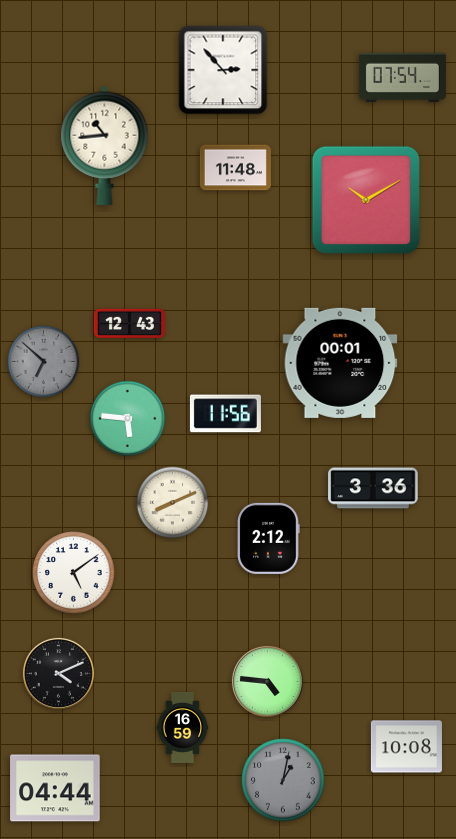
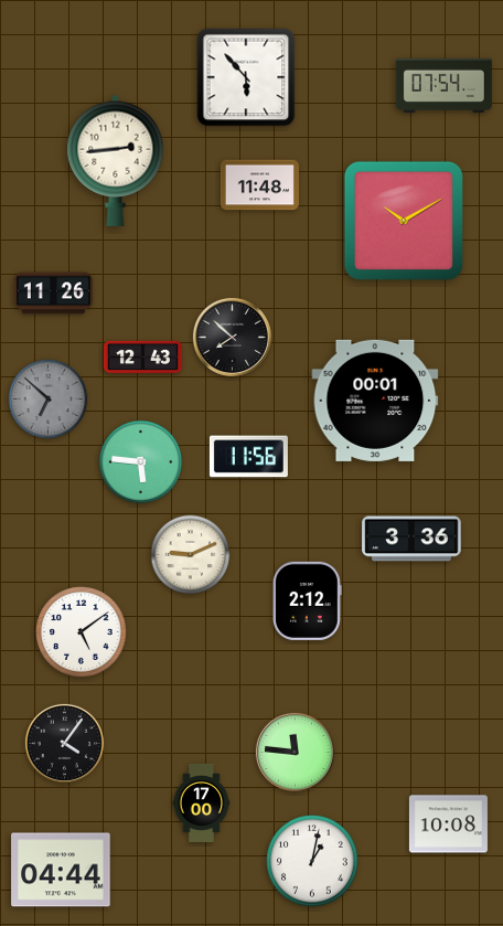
clock at (223, 70): 2:53 -> 5:53
clock at (105, 145): 10:44 -> 2:44
clock at (53, 294): none -> 11:26
clock at (232, 337): none -> 7:52
clock at (173, 503): 8:11 -> 9:11
clock at (269, 538) position: (269, 538) -> (308, 600)
clock at (58, 673): 4:11 -> 4:06
clock at (267, 681): 4:46 -> 11:46
clock at (183, 727): 16:59 -> 17:00
clock at (283, 780) dial: grey -> white
